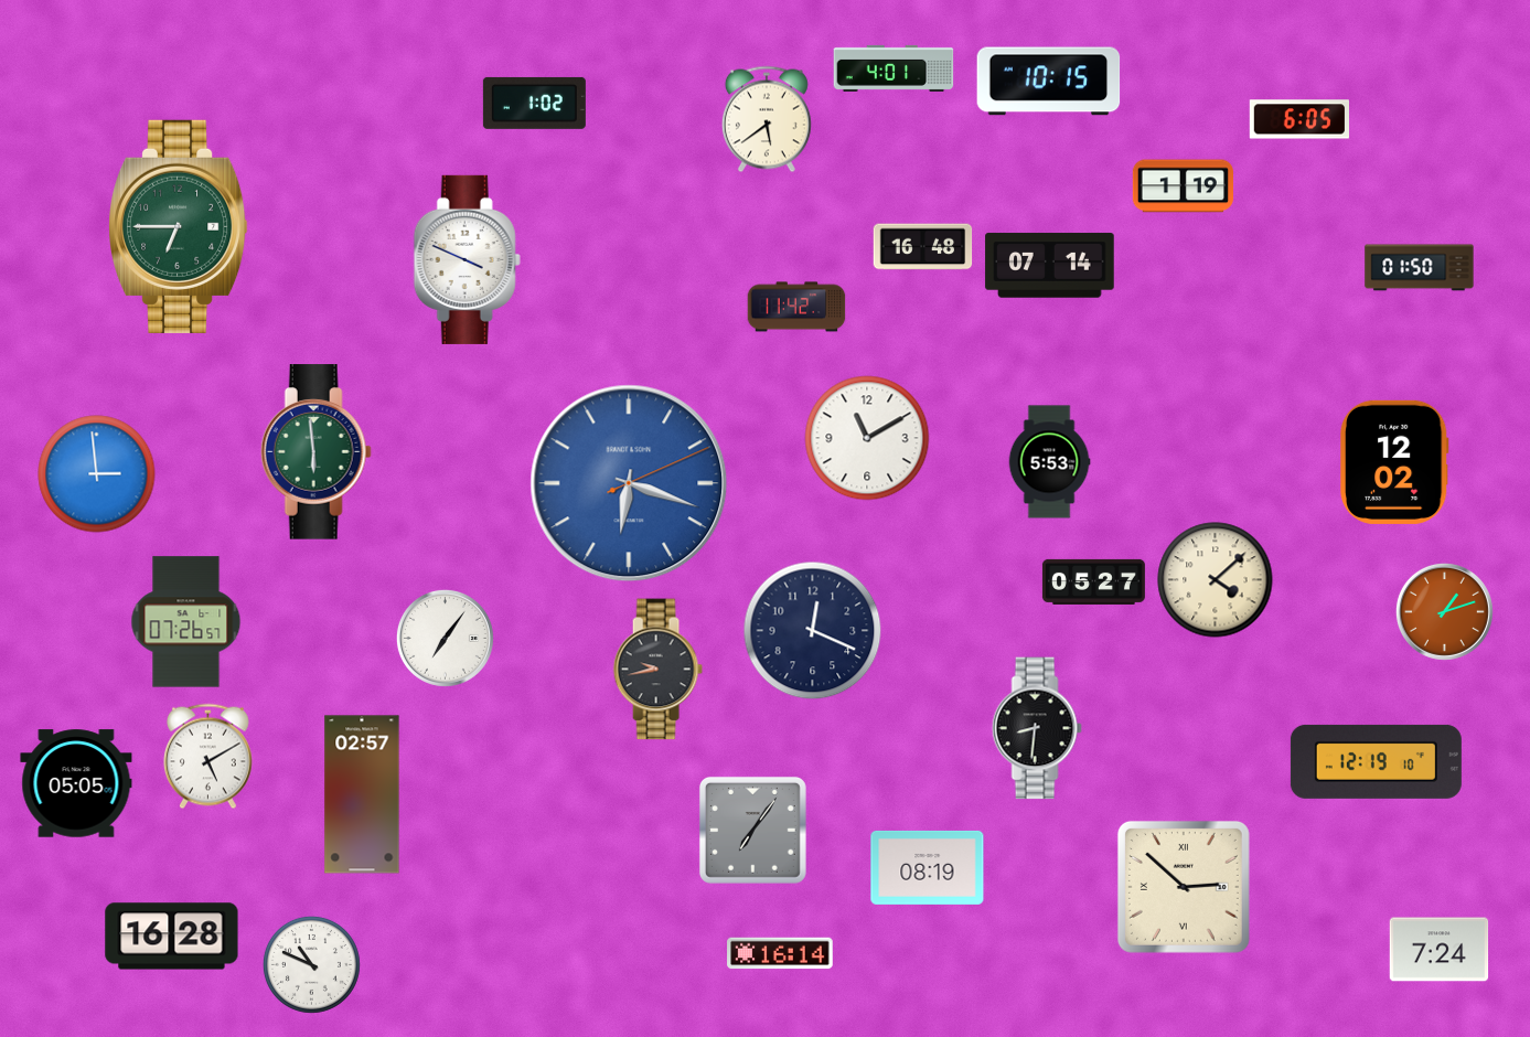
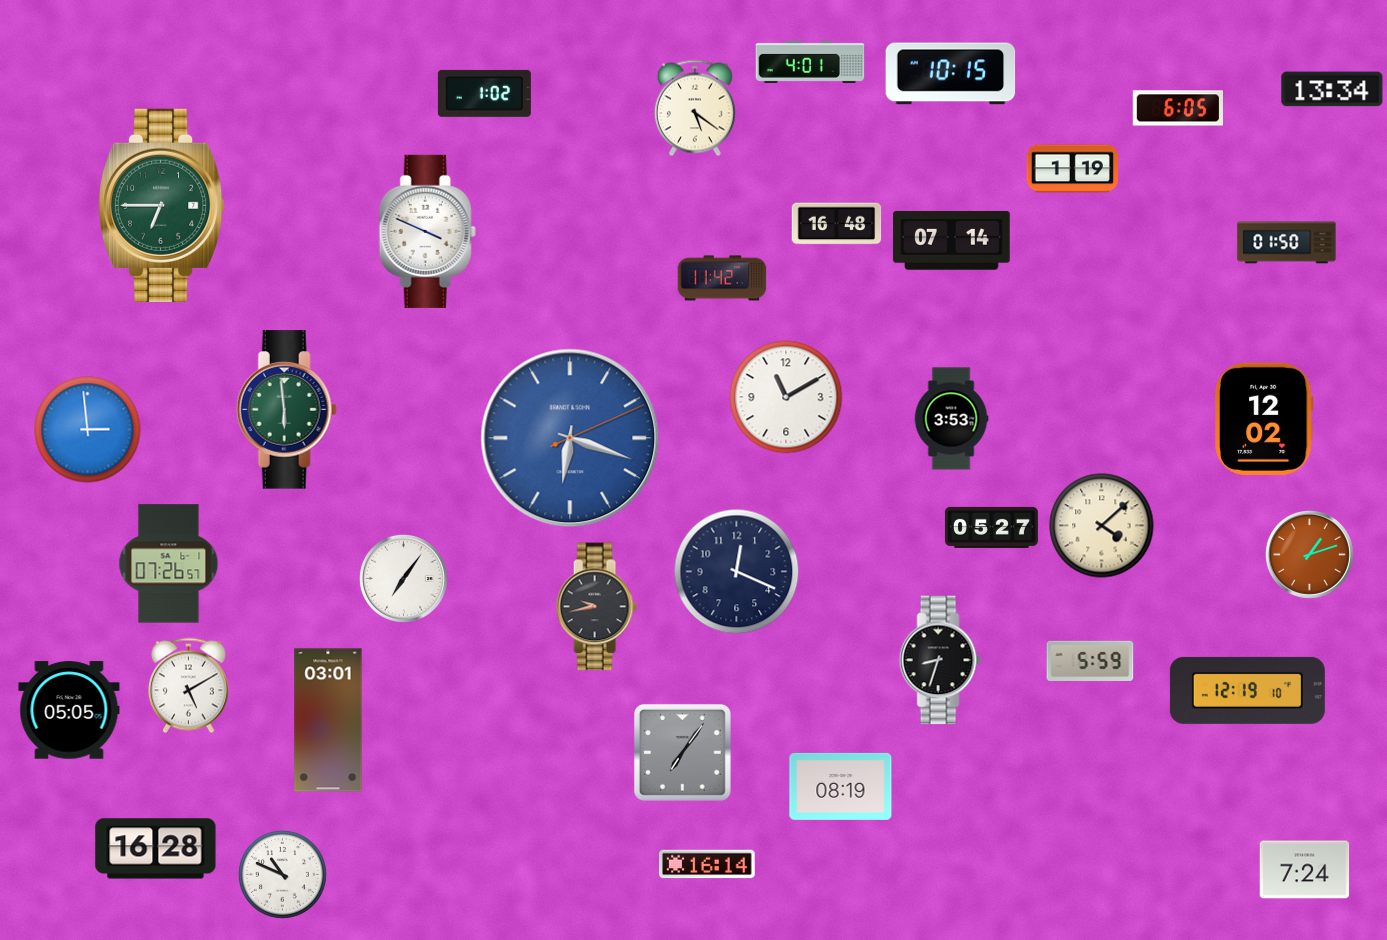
clock at (1332, 89): none -> 13:34
clock at (767, 119): 5:39 -> 5:21
clock at (467, 259) position: (467, 259) -> (427, 231)
clock at (1049, 462): 5:53 -> 3:53
clock at (1037, 728): 8:31 -> 8:33
clock at (1090, 661): none -> 5:59
clock at (362, 794): 02:57 -> 03:01
clock at (1184, 887): 2:52 -> none
clock at (1440, 950) position: (1440, 950) -> (1305, 870)
